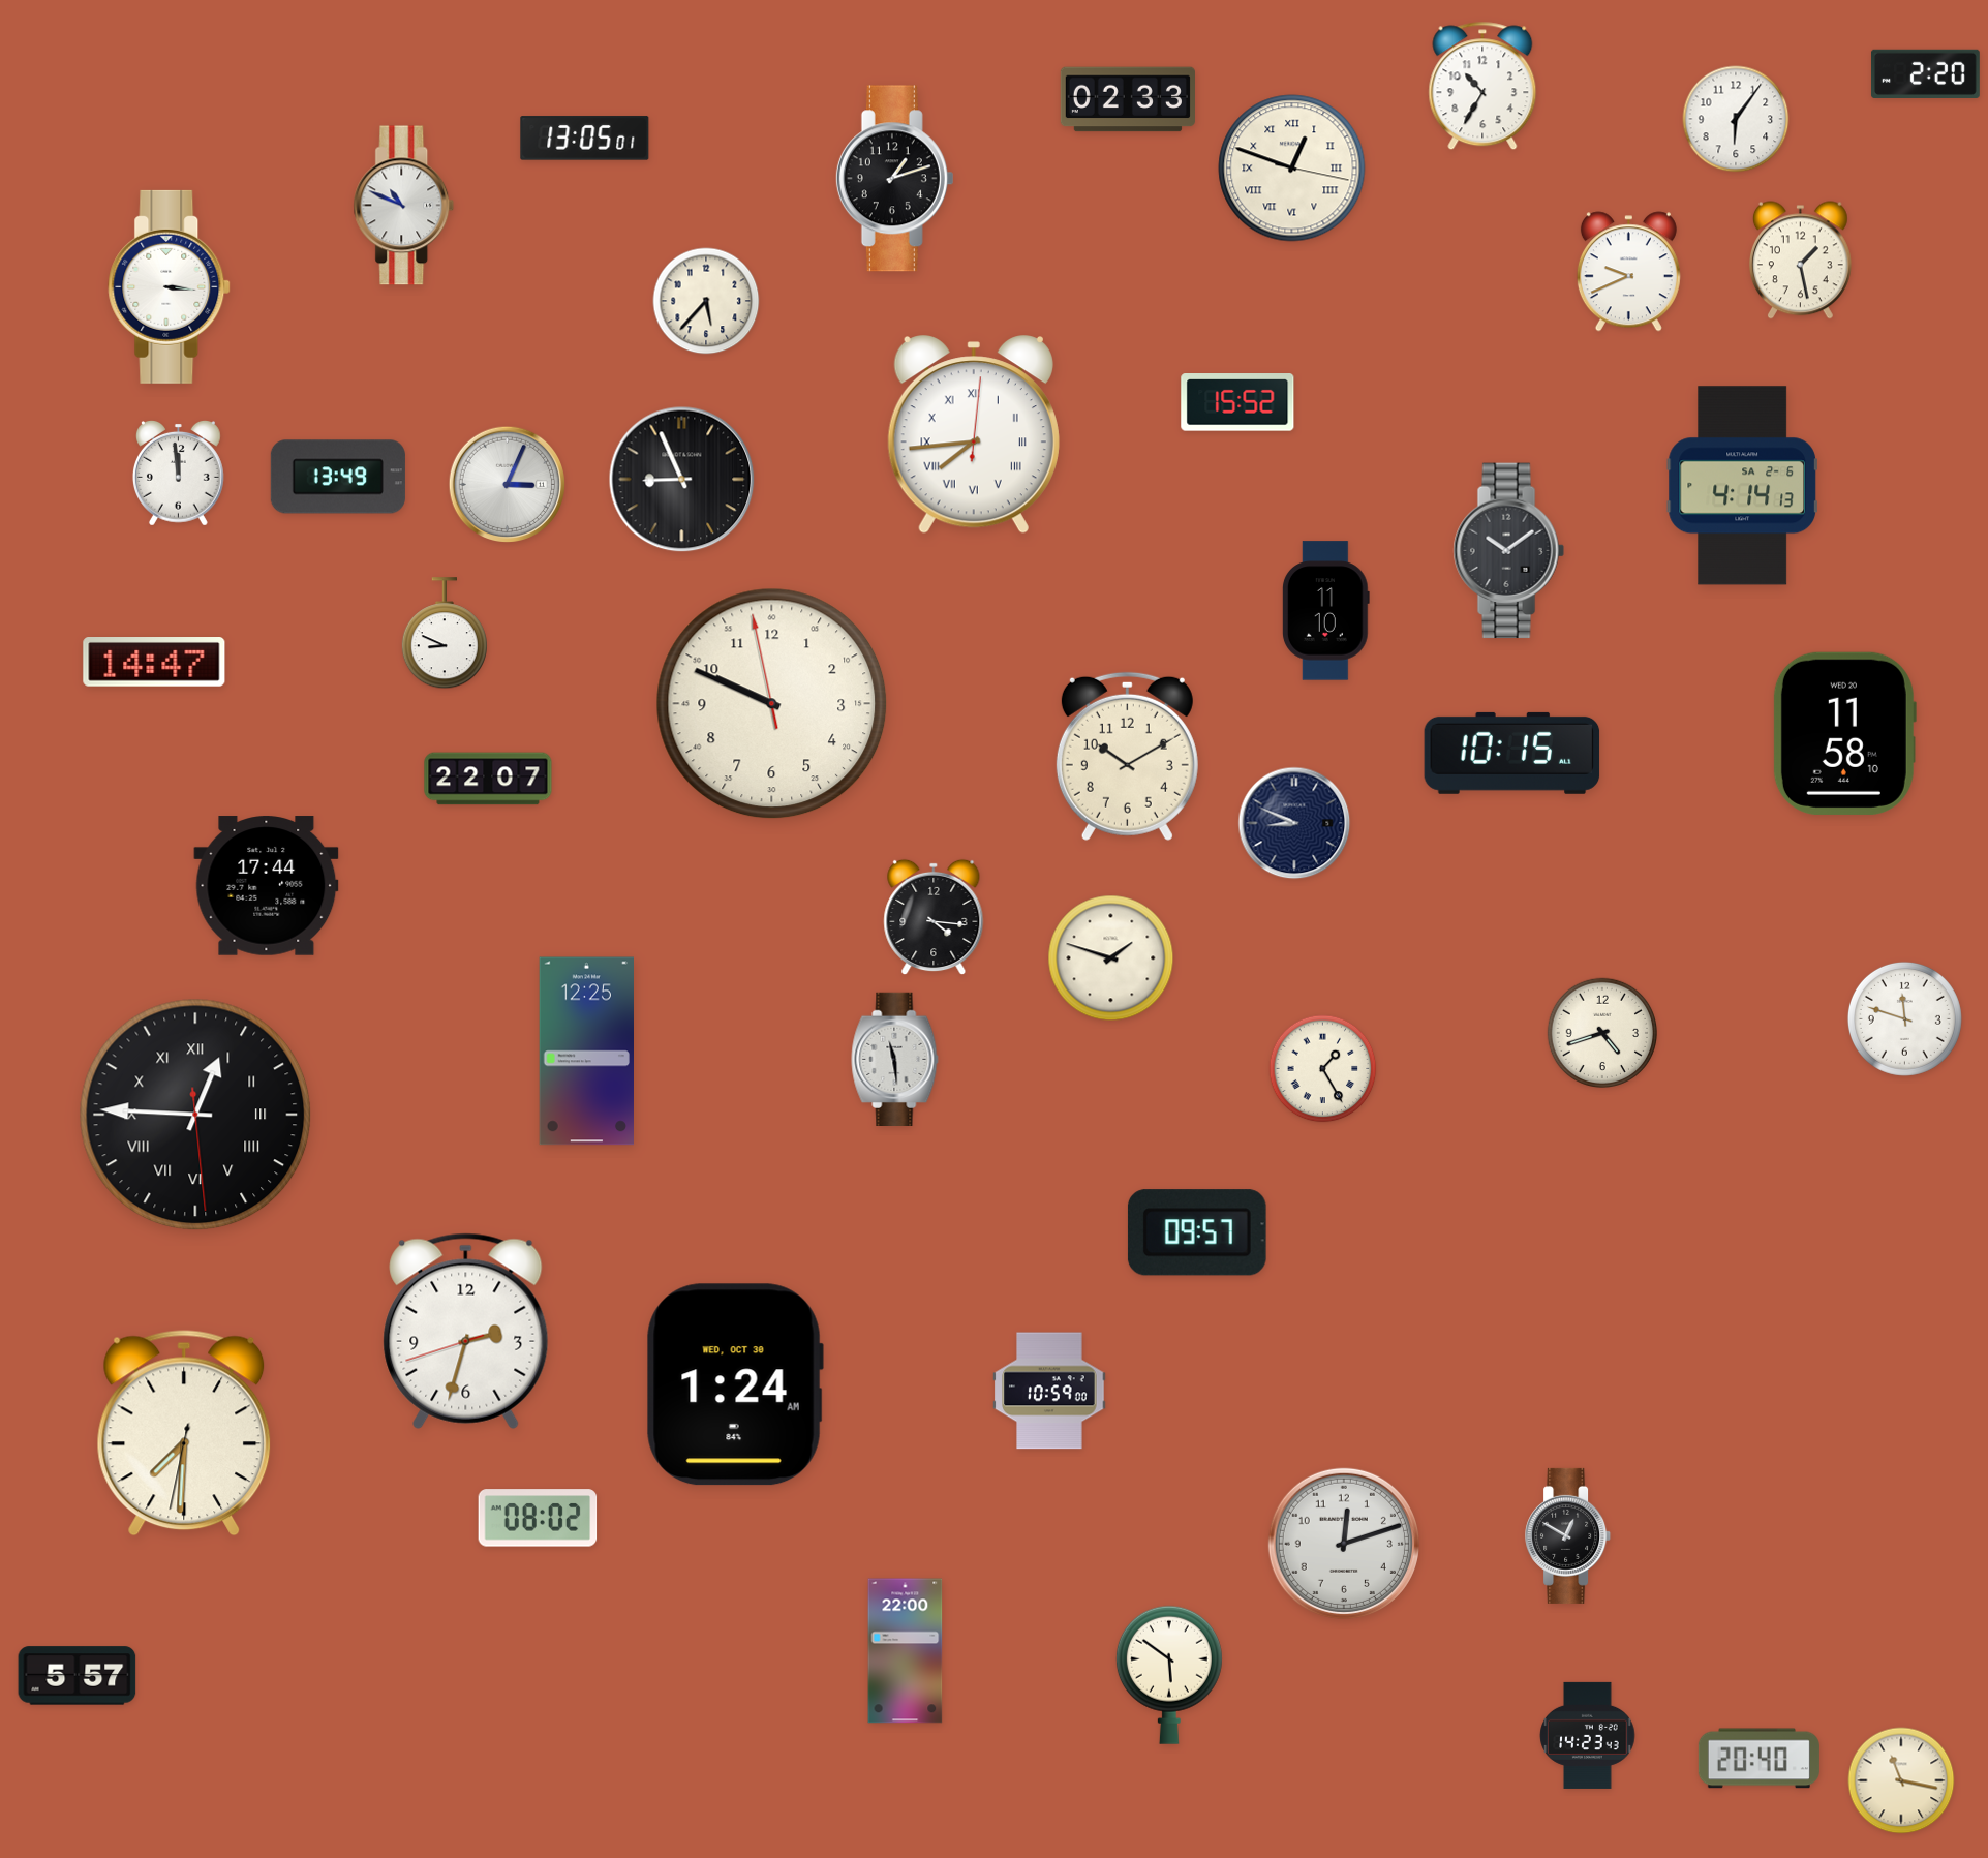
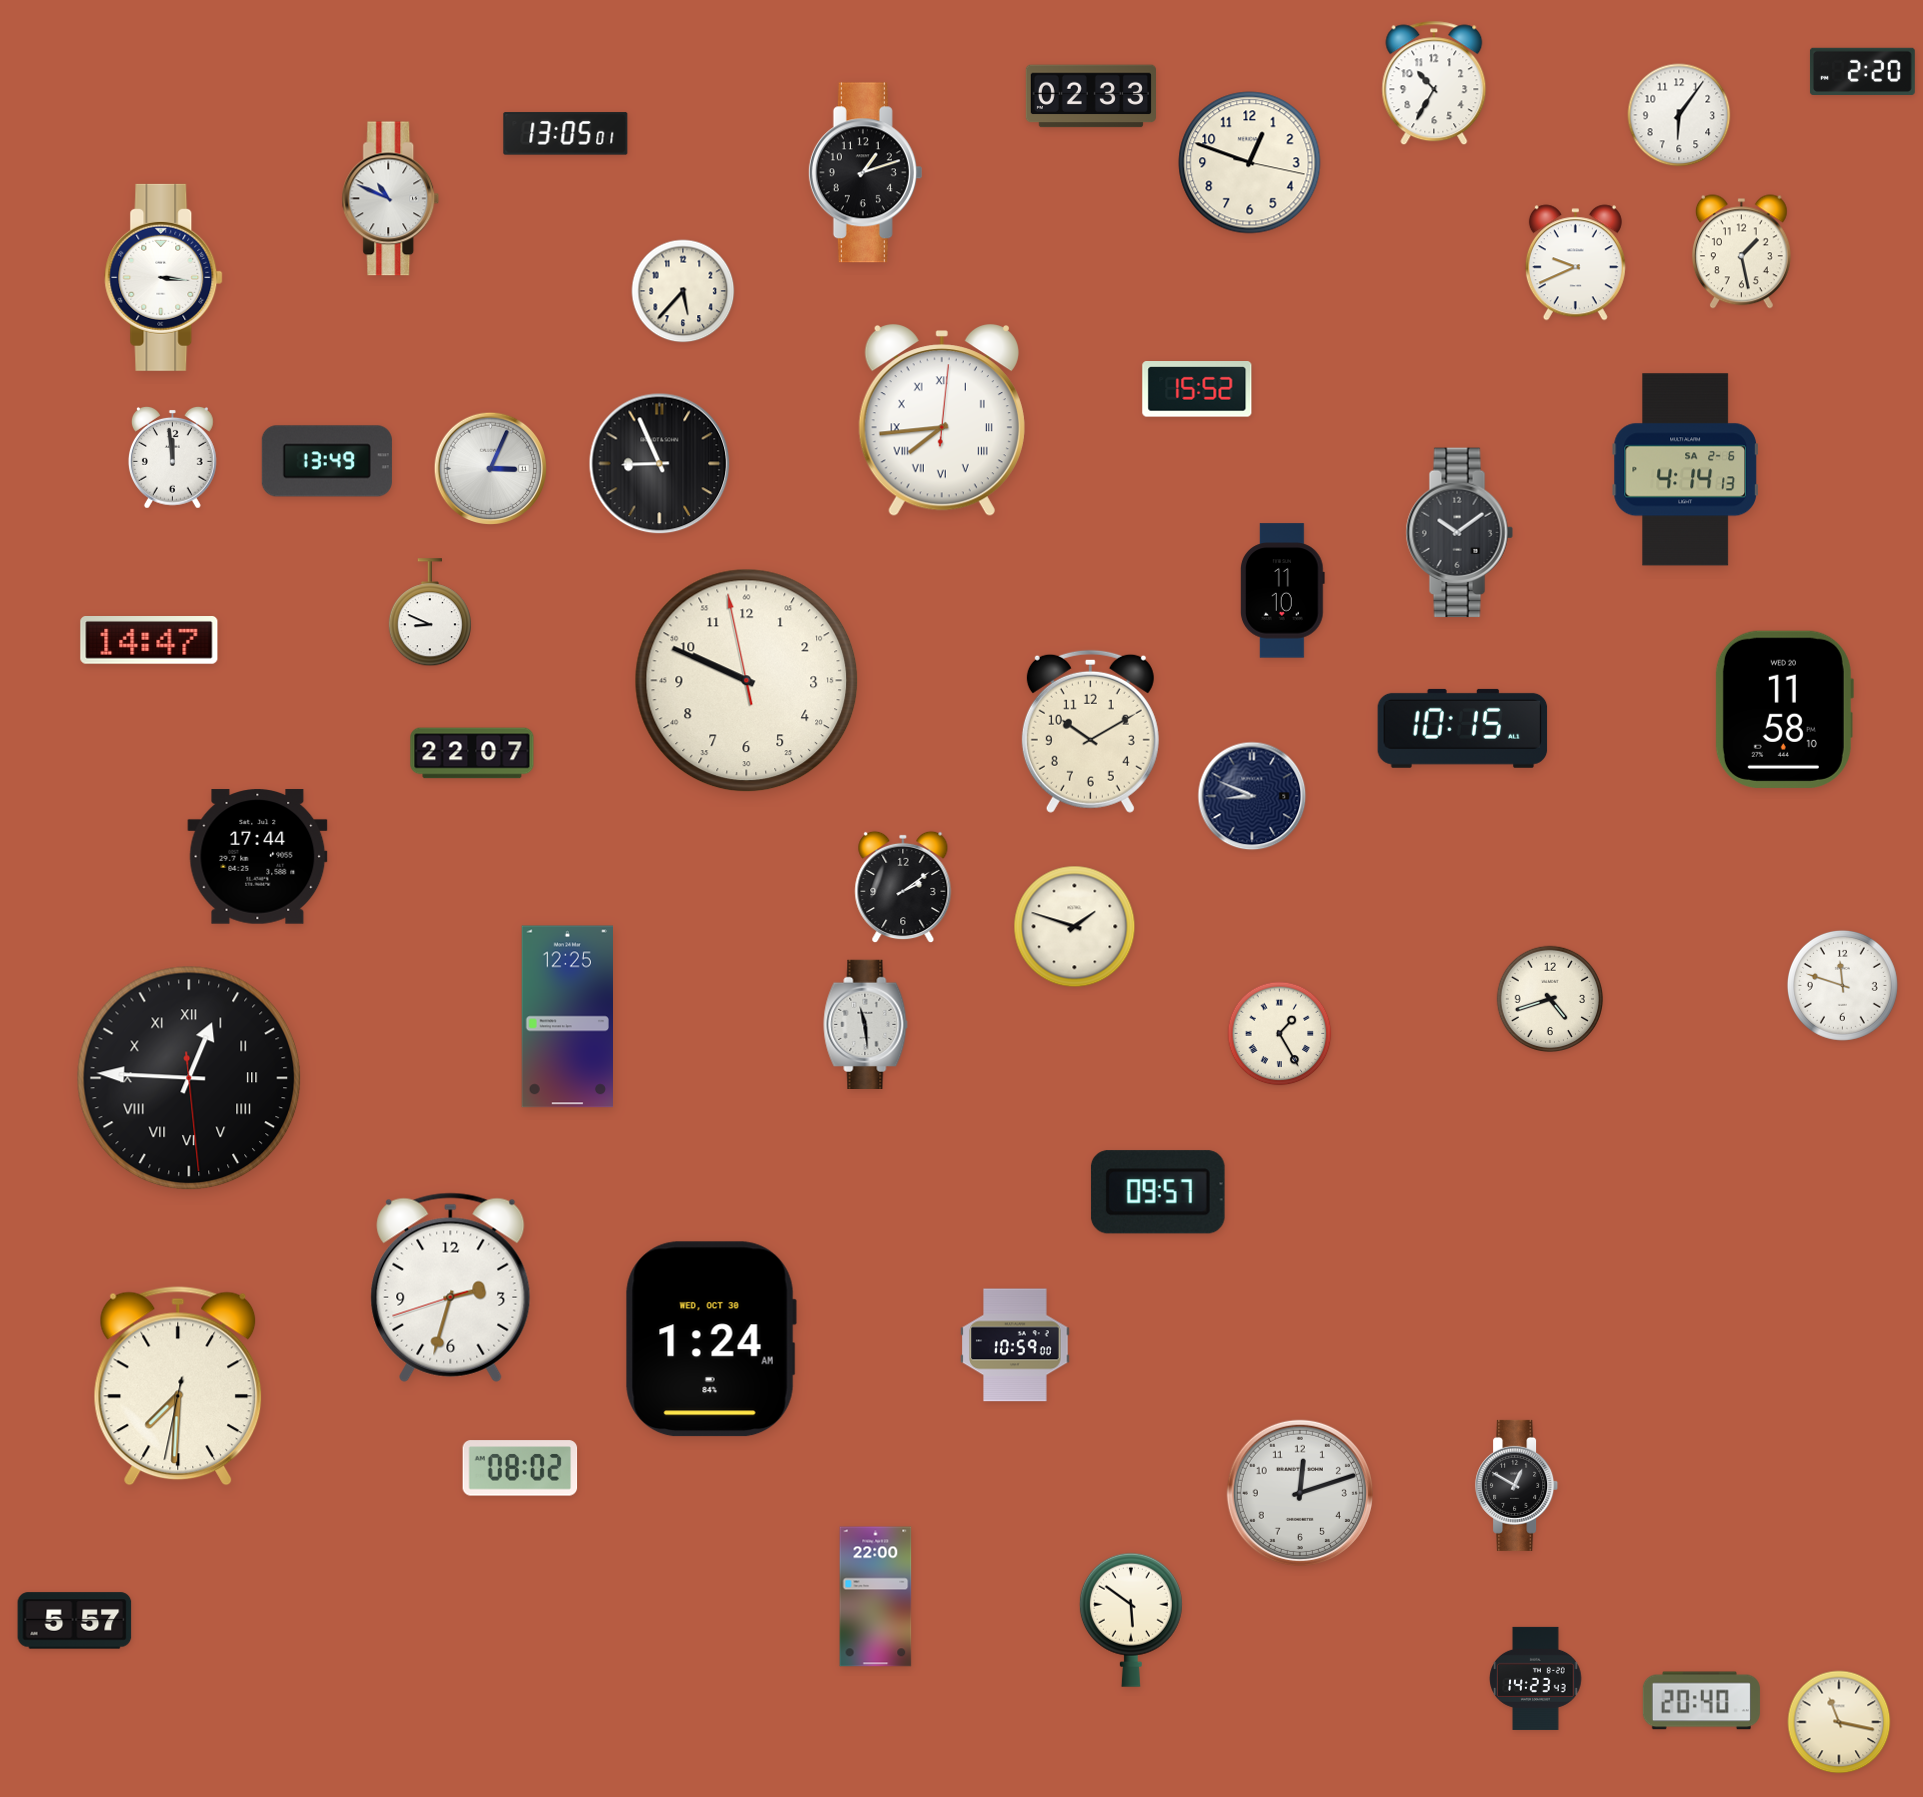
clock at (1292, 169) numerals: Roman -> Arabic
clock at (934, 917): 4:16 -> 2:09
